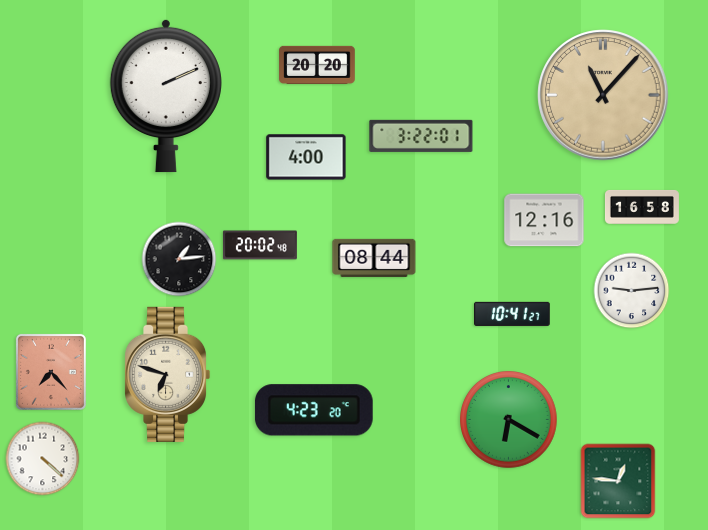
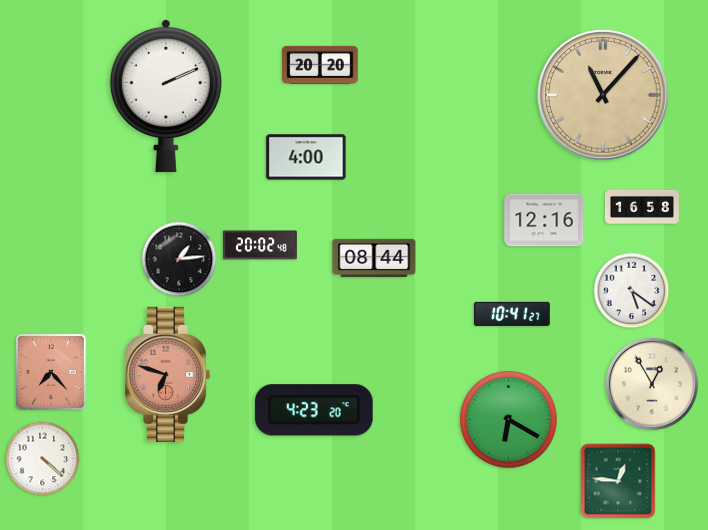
clock at (317, 65) position: (317, 65) -> (320, 65)
clock at (421, 136): 3:22 -> none
clock at (632, 291): 9:14 -> 5:21
clock at (168, 374) dial: cream -> salmon
clock at (652, 384): none -> 12:55
